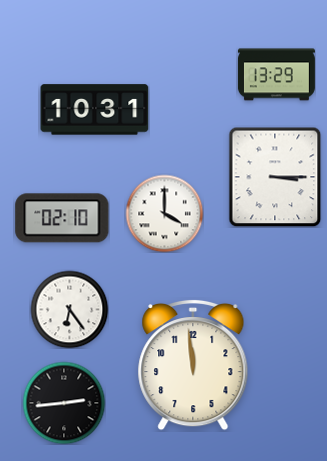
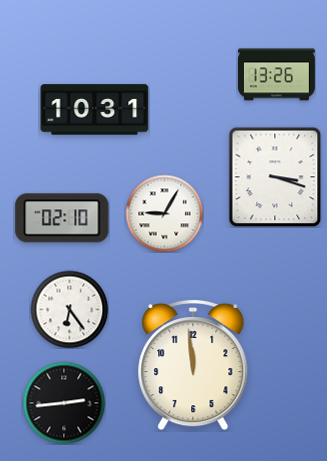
clock at (276, 75): 13:29 -> 13:26
clock at (275, 177): 3:15 -> 3:18
clock at (164, 213): 4:00 -> 9:05
